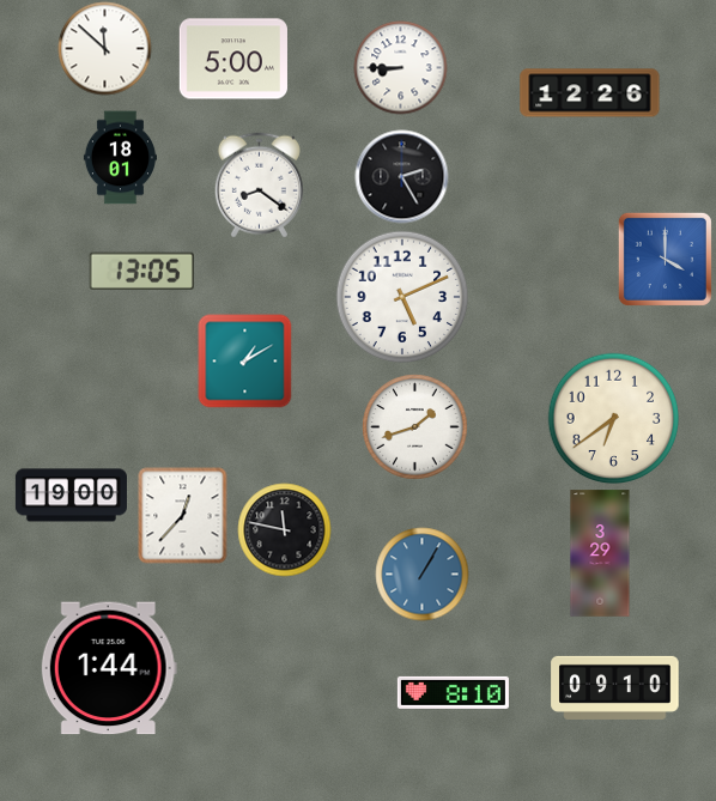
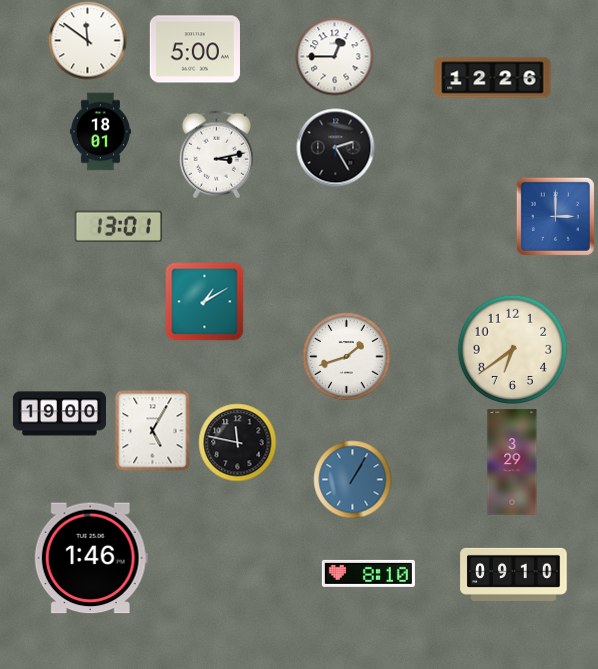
clock at (104, 48): 11:52 -> 11:51
clock at (400, 67): 8:45 -> 12:45
clock at (259, 184): 8:21 -> 3:13
clock at (665, 259): 4:00 -> 3:00
clock at (141, 271): 13:05 -> 13:01
clock at (402, 297): 5:11 -> none
clock at (183, 515): 12:37 -> 5:05
clock at (600, 553) position: (600, 553) -> (512, 462)
clock at (109, 668): 1:44 -> 1:46
clock at (453, 692) position: (453, 692) -> (368, 573)
